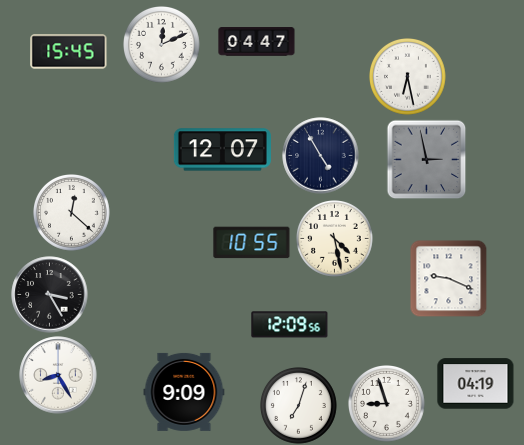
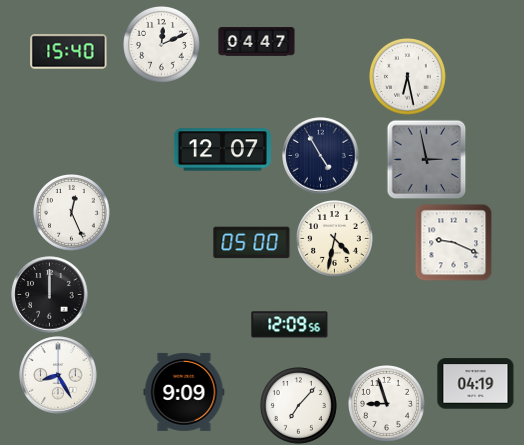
clock at (69, 52): 15:45 -> 15:40
clock at (72, 213): 12:22 -> 12:26
clock at (335, 239): 4:28 -> 4:32
clock at (252, 243): 10:55 -> 05:00
clock at (448, 278) position: (448, 278) -> (453, 242)
clock at (50, 295): 3:25 -> 12:00
clock at (299, 406): 7:03 -> 7:07
